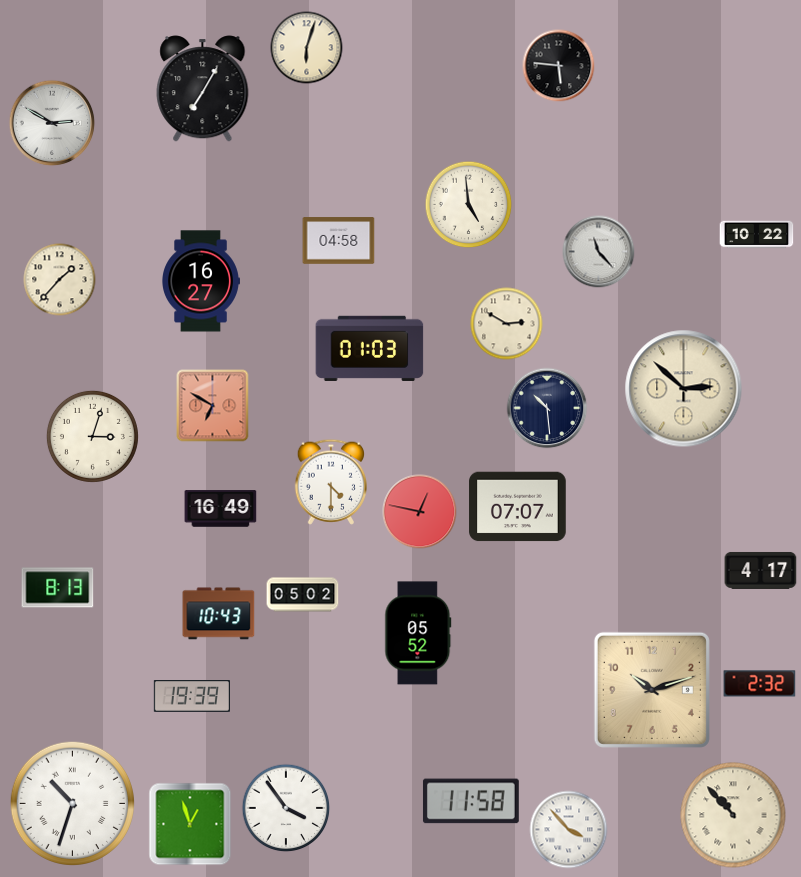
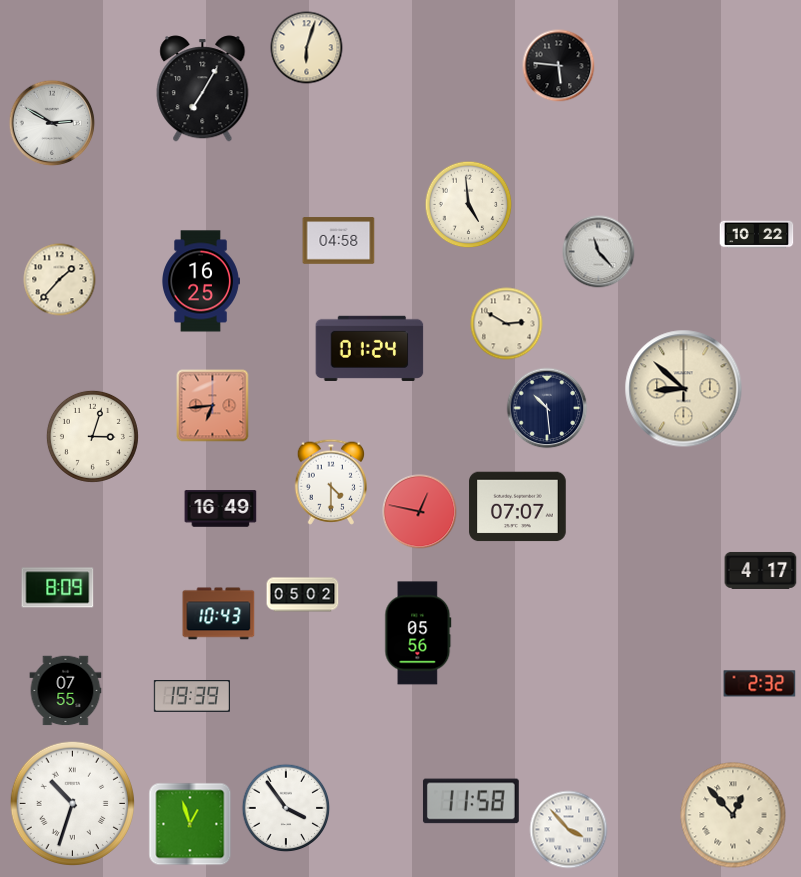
clock at (201, 281): 16:27 -> 16:25
clock at (370, 348): 01:03 -> 01:24
clock at (684, 389): 2:52 -> 8:52
clock at (213, 406): 6:50 -> 6:44
clock at (58, 588): 8:13 -> 8:09
clock at (418, 633): 05:52 -> 05:56
clock at (652, 690): 10:12 -> none
clock at (66, 691): none -> 07:55
clock at (733, 815): 10:53 -> 12:53
